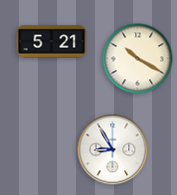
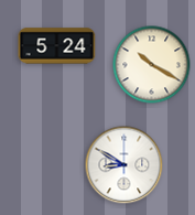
clock at (52, 42): 5:21 -> 5:24
clock at (113, 150): 8:55 -> 8:50
